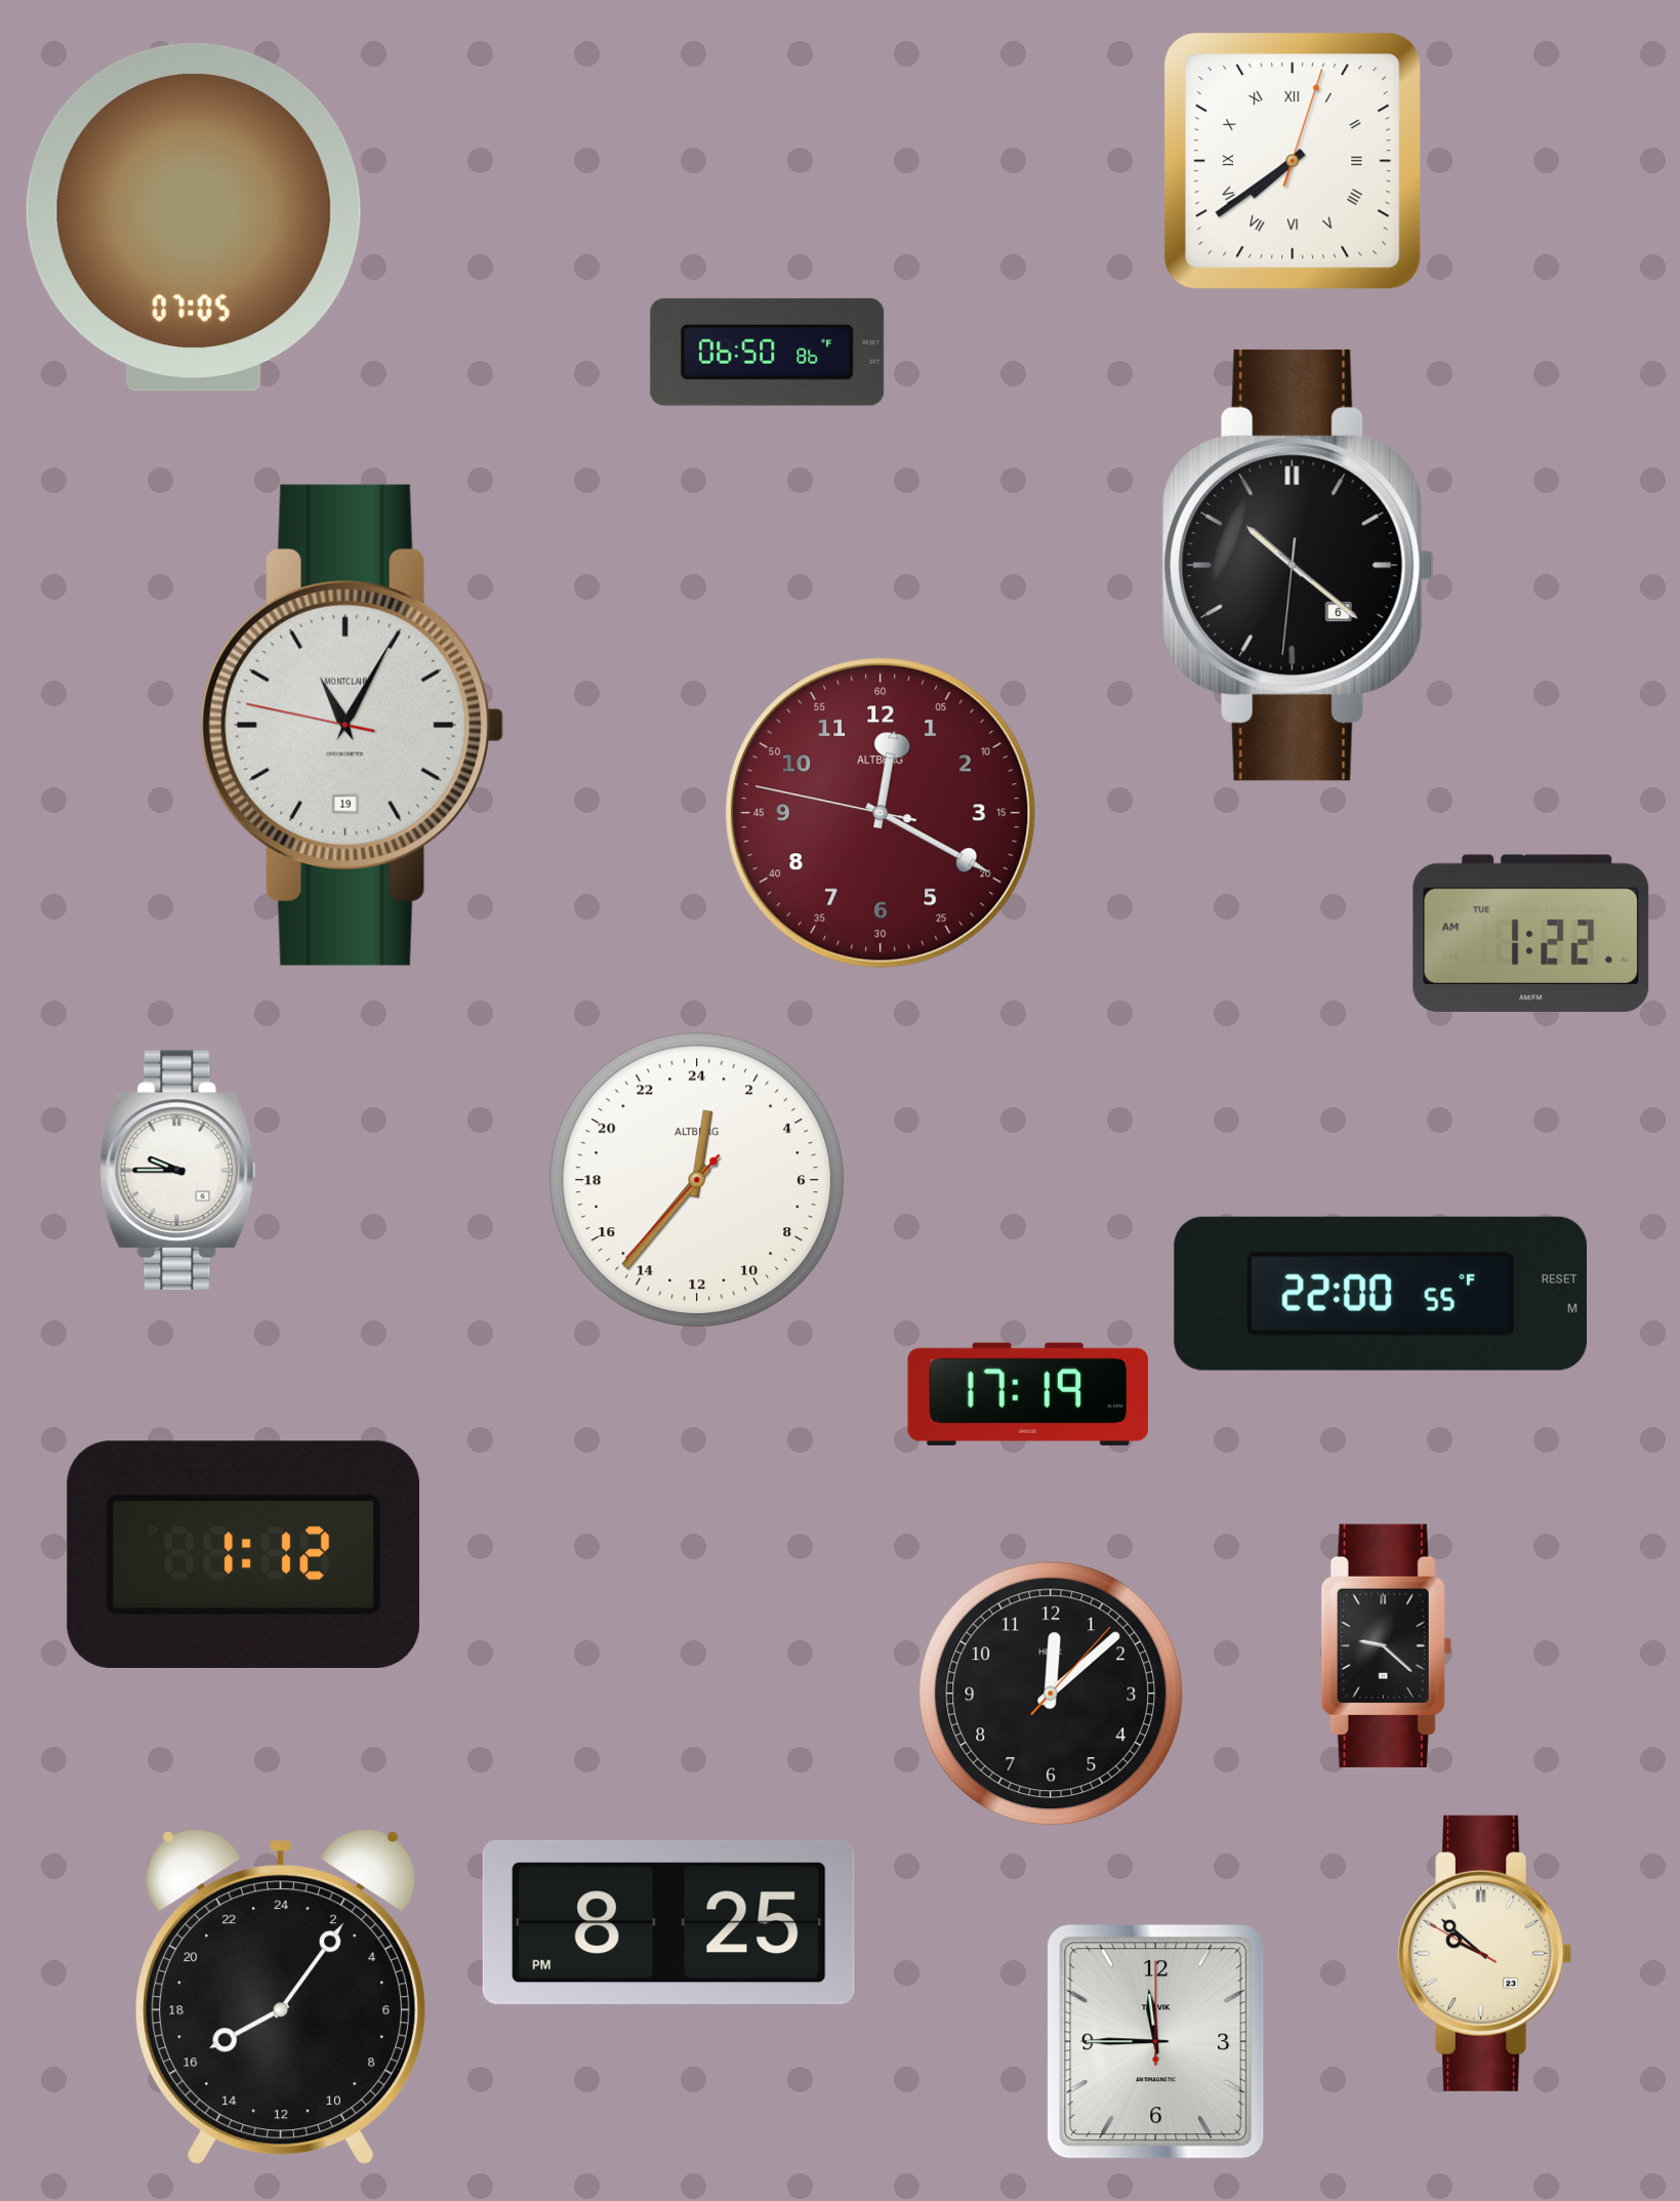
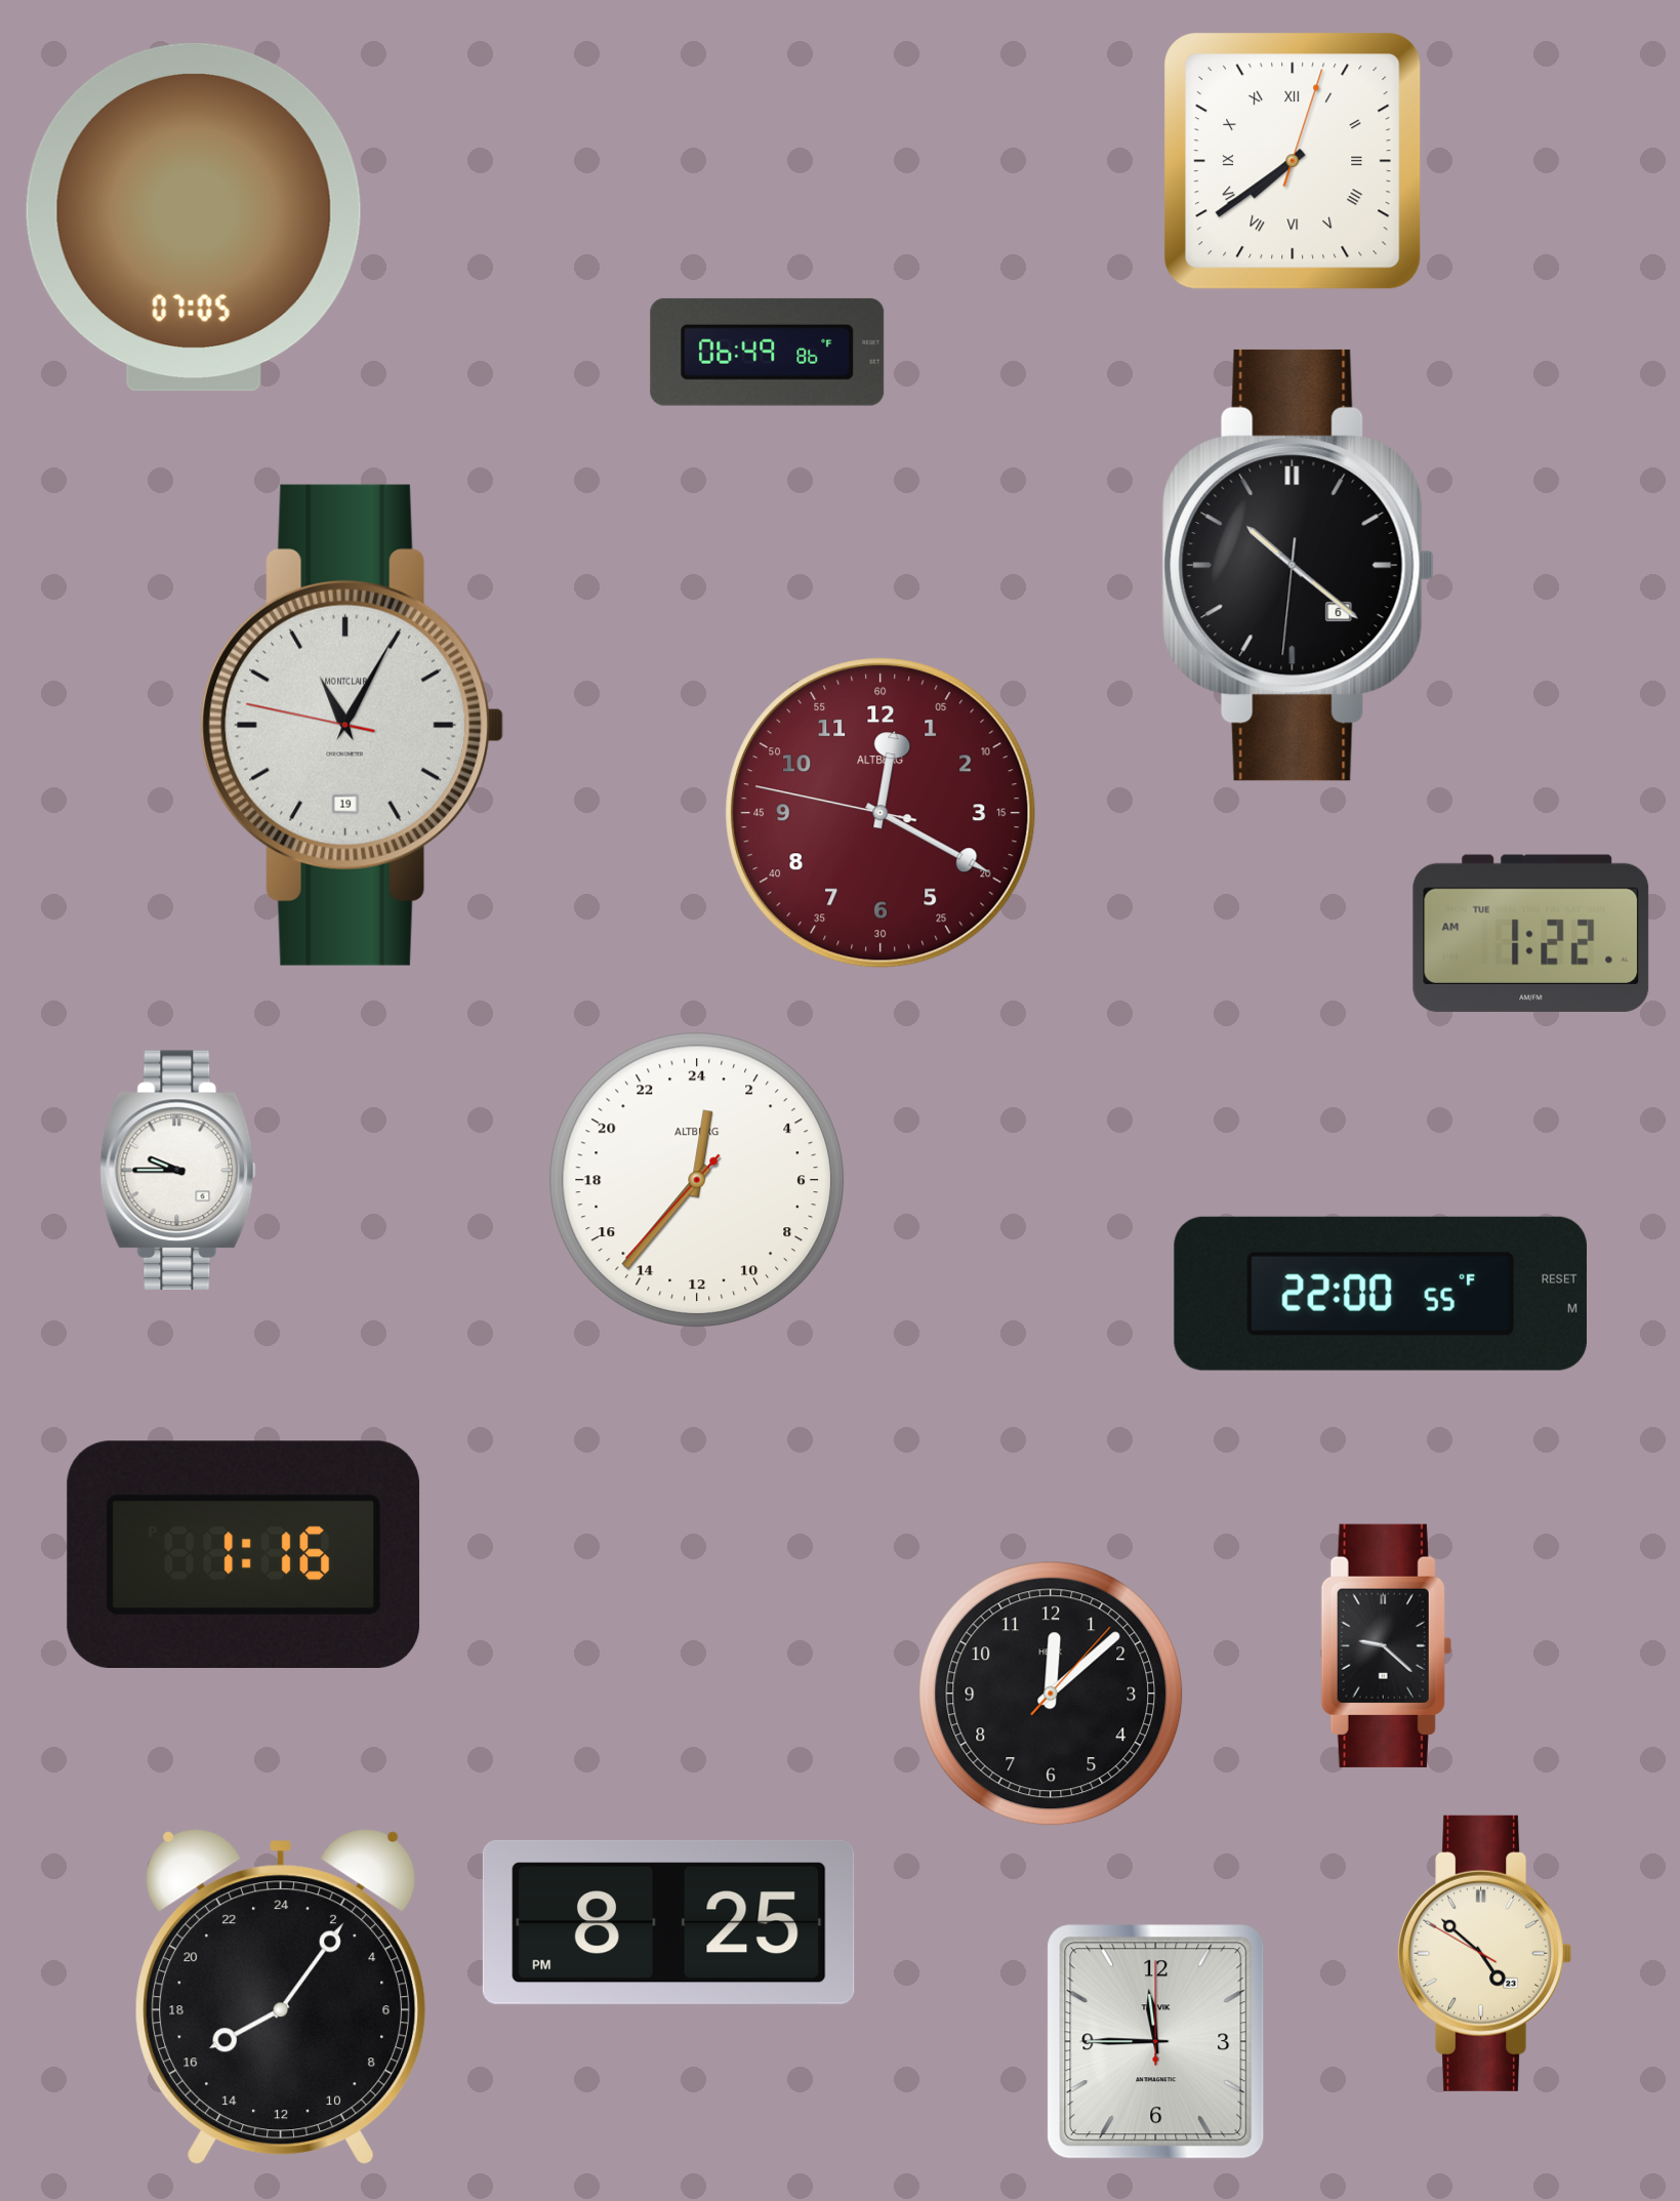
clock at (768, 352): 06:50 -> 06:49
clock at (1027, 1394): 17:19 -> none
clock at (244, 1554): 1:12 -> 1:16
clock at (1485, 1953): 9:51 -> 4:51
